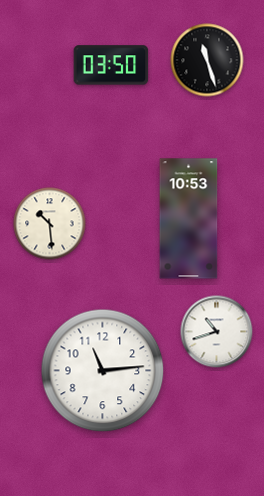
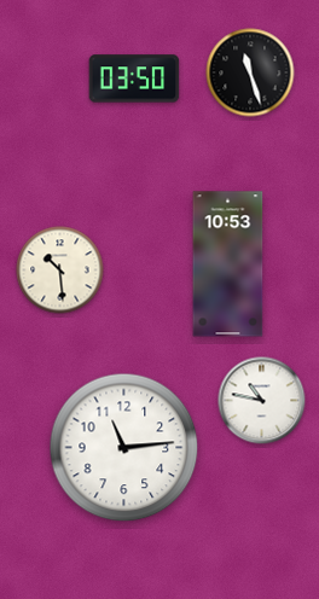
clock at (217, 332): 10:42 -> 10:47
